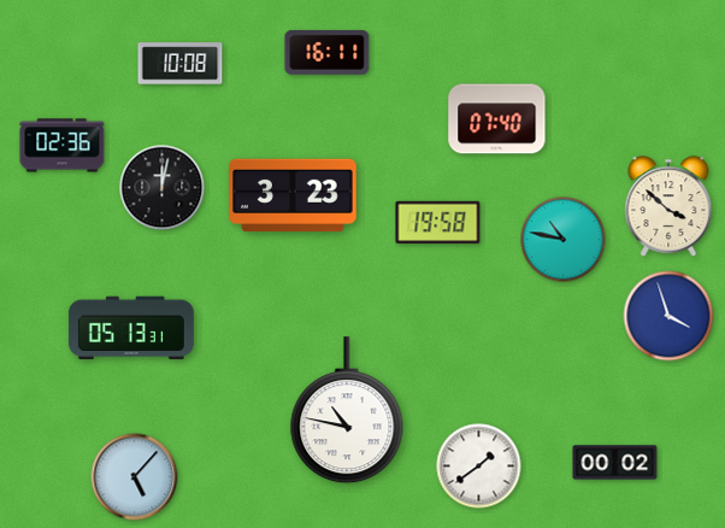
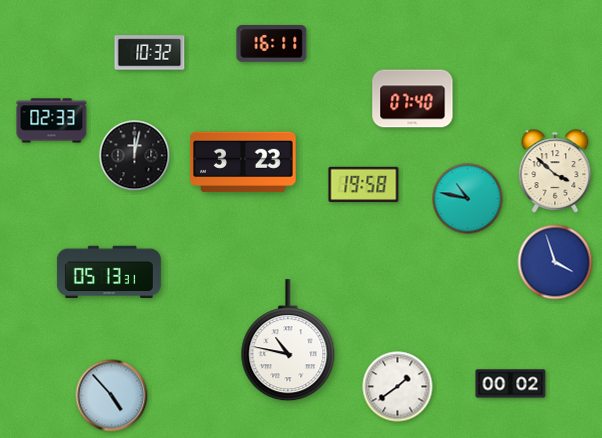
clock at (181, 64): 10:08 -> 10:32
clock at (63, 146): 02:36 -> 02:33
clock at (135, 477): 5:07 -> 4:53
